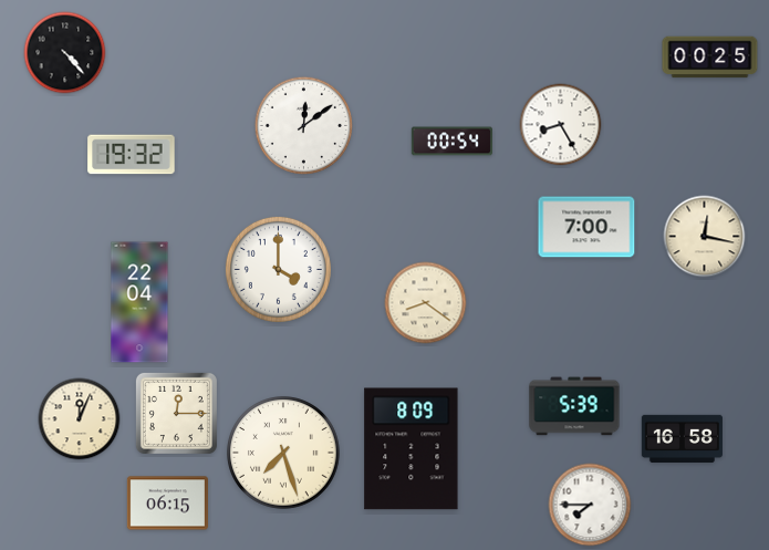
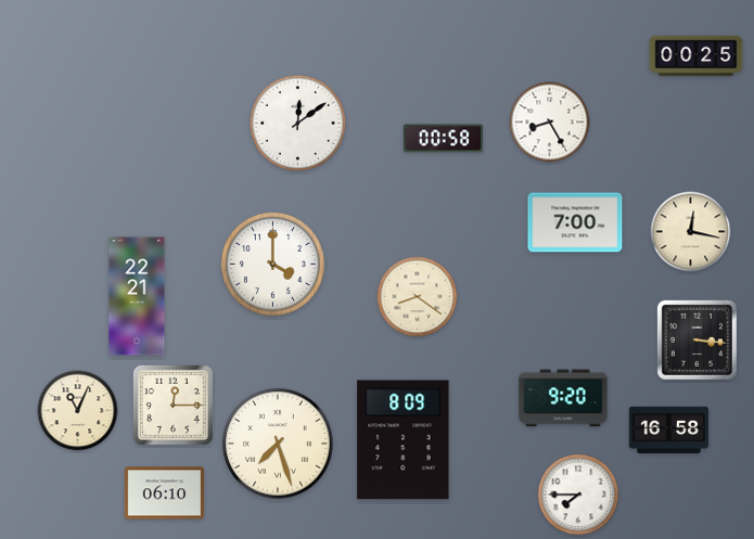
clock at (65, 53): 4:23 -> none
clock at (451, 142): 00:54 -> 00:58
clock at (132, 155): 19:32 -> none
clock at (139, 302): 22:04 -> 22:21
clock at (697, 339): none -> 3:16
clock at (574, 406): 5:39 -> 9:20
clock at (80, 419): 12:04 -> 11:04
clock at (167, 504): 06:15 -> 06:10
